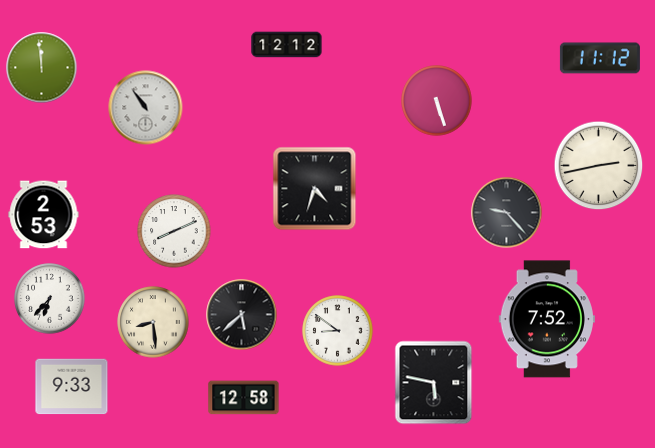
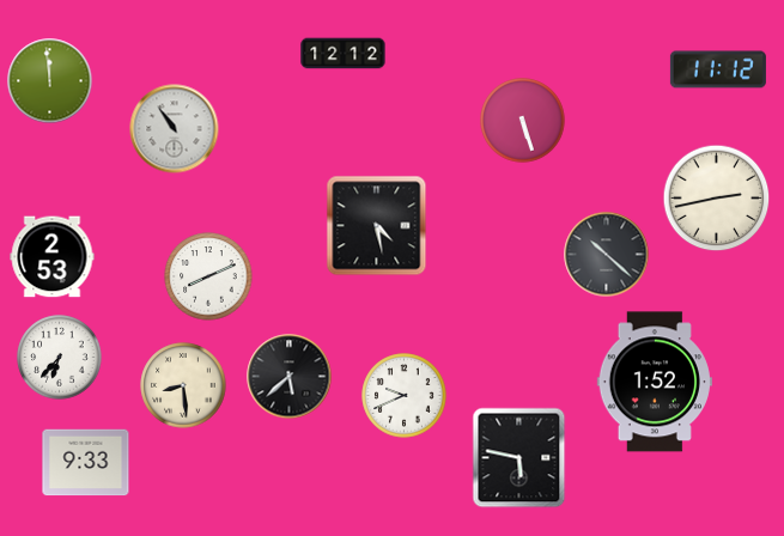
clock at (315, 189): 4:33 -> 4:28
clock at (507, 213): 9:23 -> 10:22
clock at (547, 319): 7:52 -> 1:52
clock at (338, 331): 8:51 -> 9:41
clock at (244, 398): 12:58 -> none
